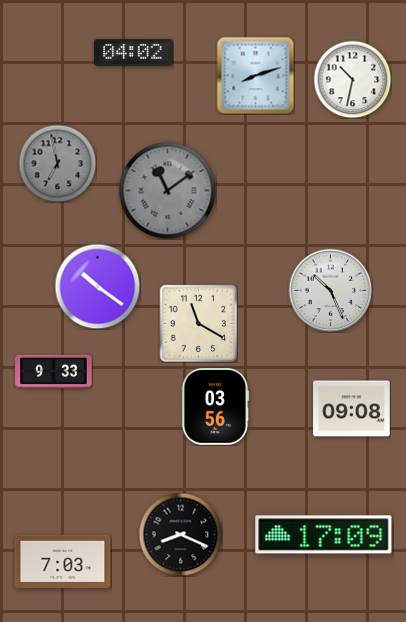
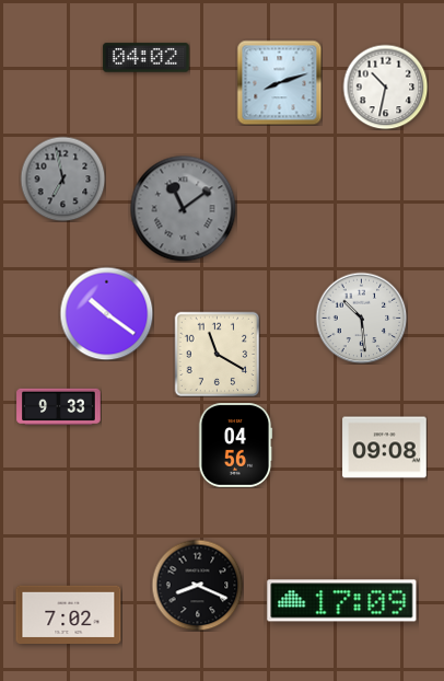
clock at (330, 290): 10:26 -> 10:29
clock at (215, 407): 03:56 -> 04:56
clock at (324, 535) position: (324, 535) -> (342, 601)
clock at (63, 561): 7:03 -> 7:02
